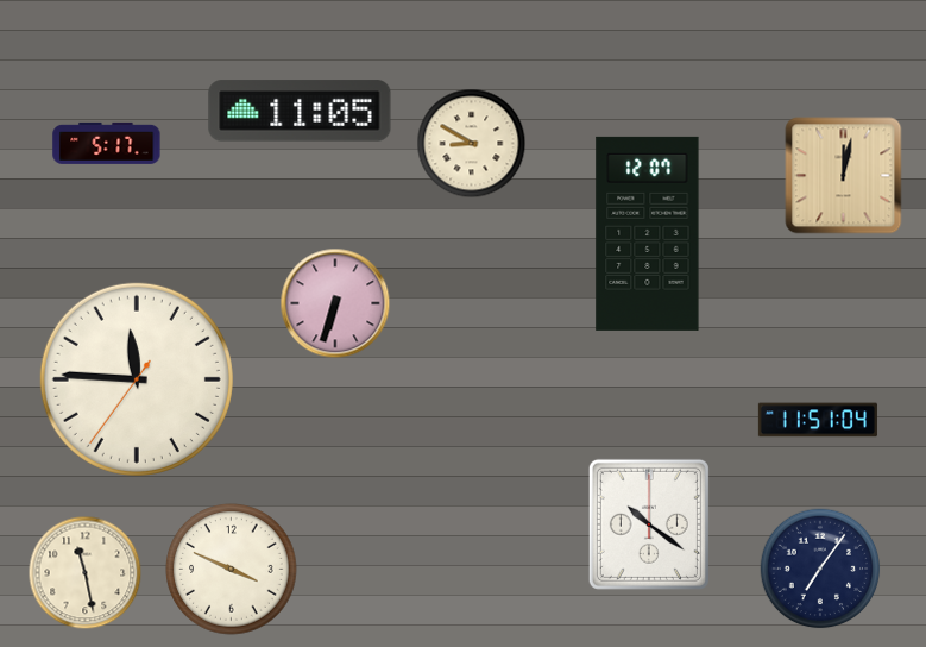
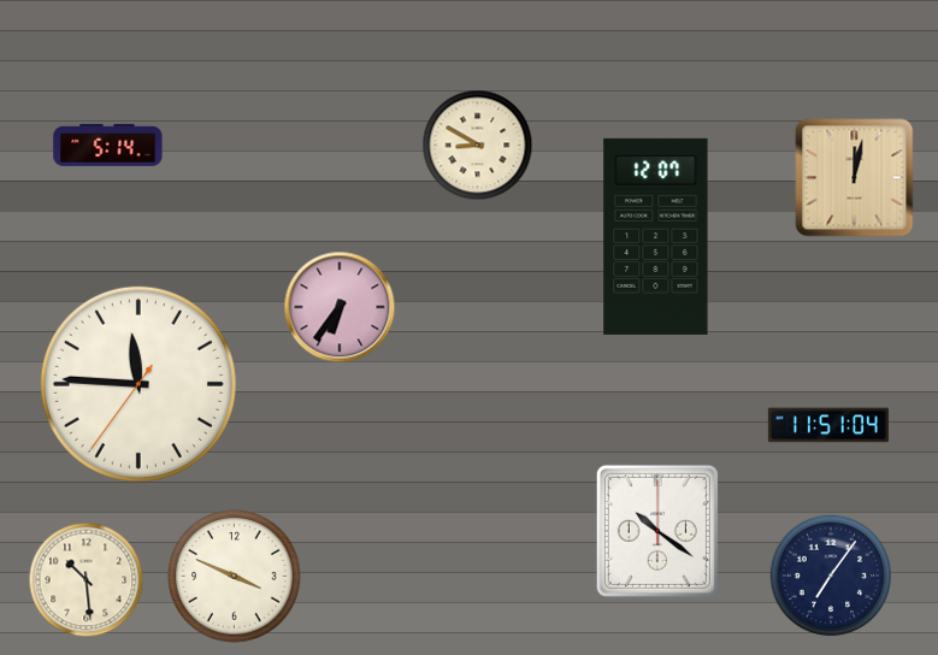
clock at (300, 111): 11:05 -> none
clock at (107, 143): 5:17 -> 5:14
clock at (335, 303): 6:33 -> 6:36
clock at (86, 573): 11:28 -> 10:29
